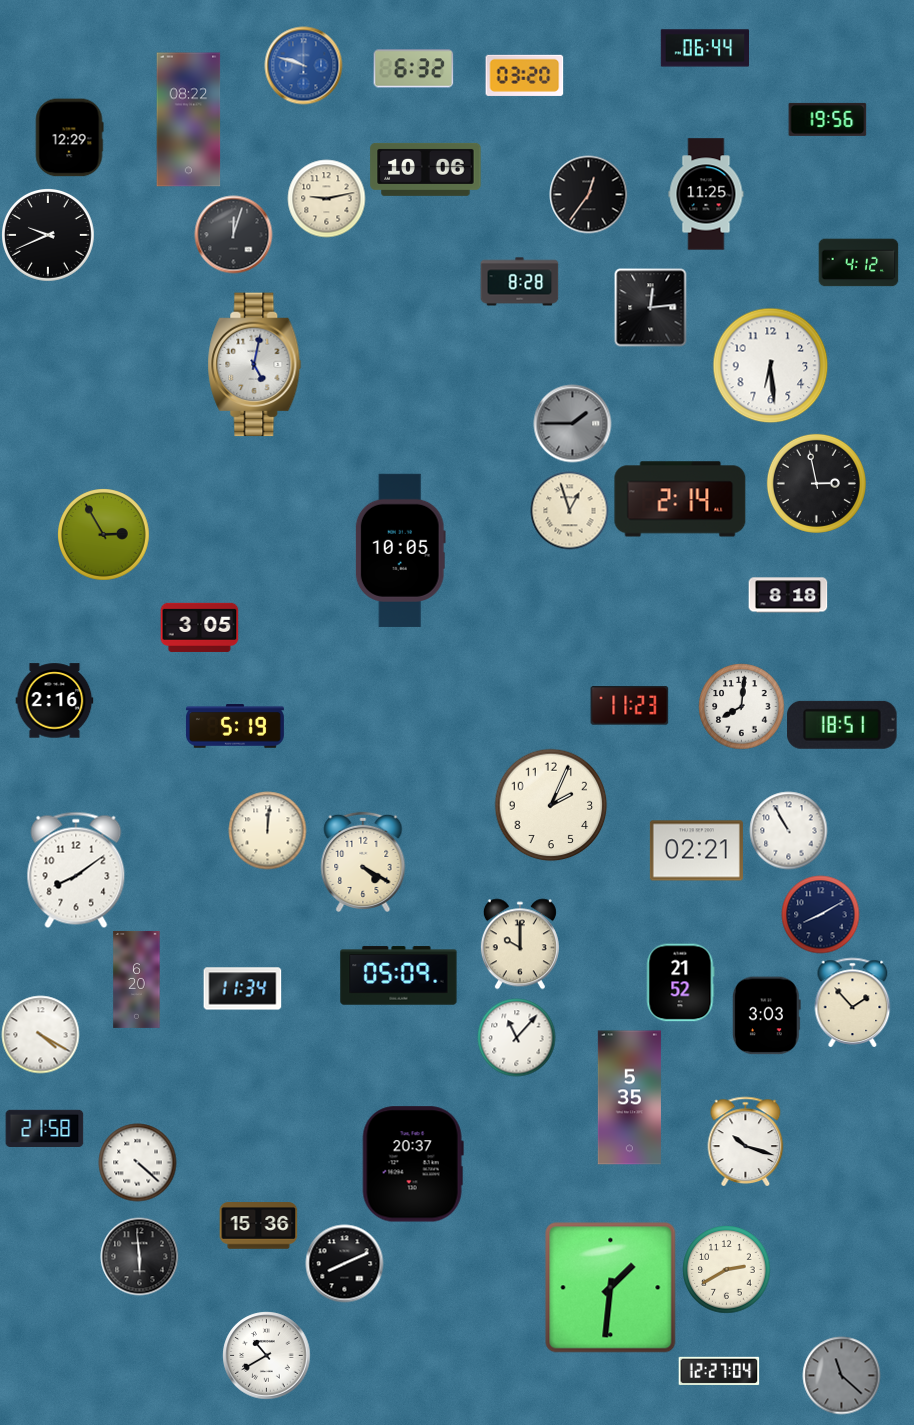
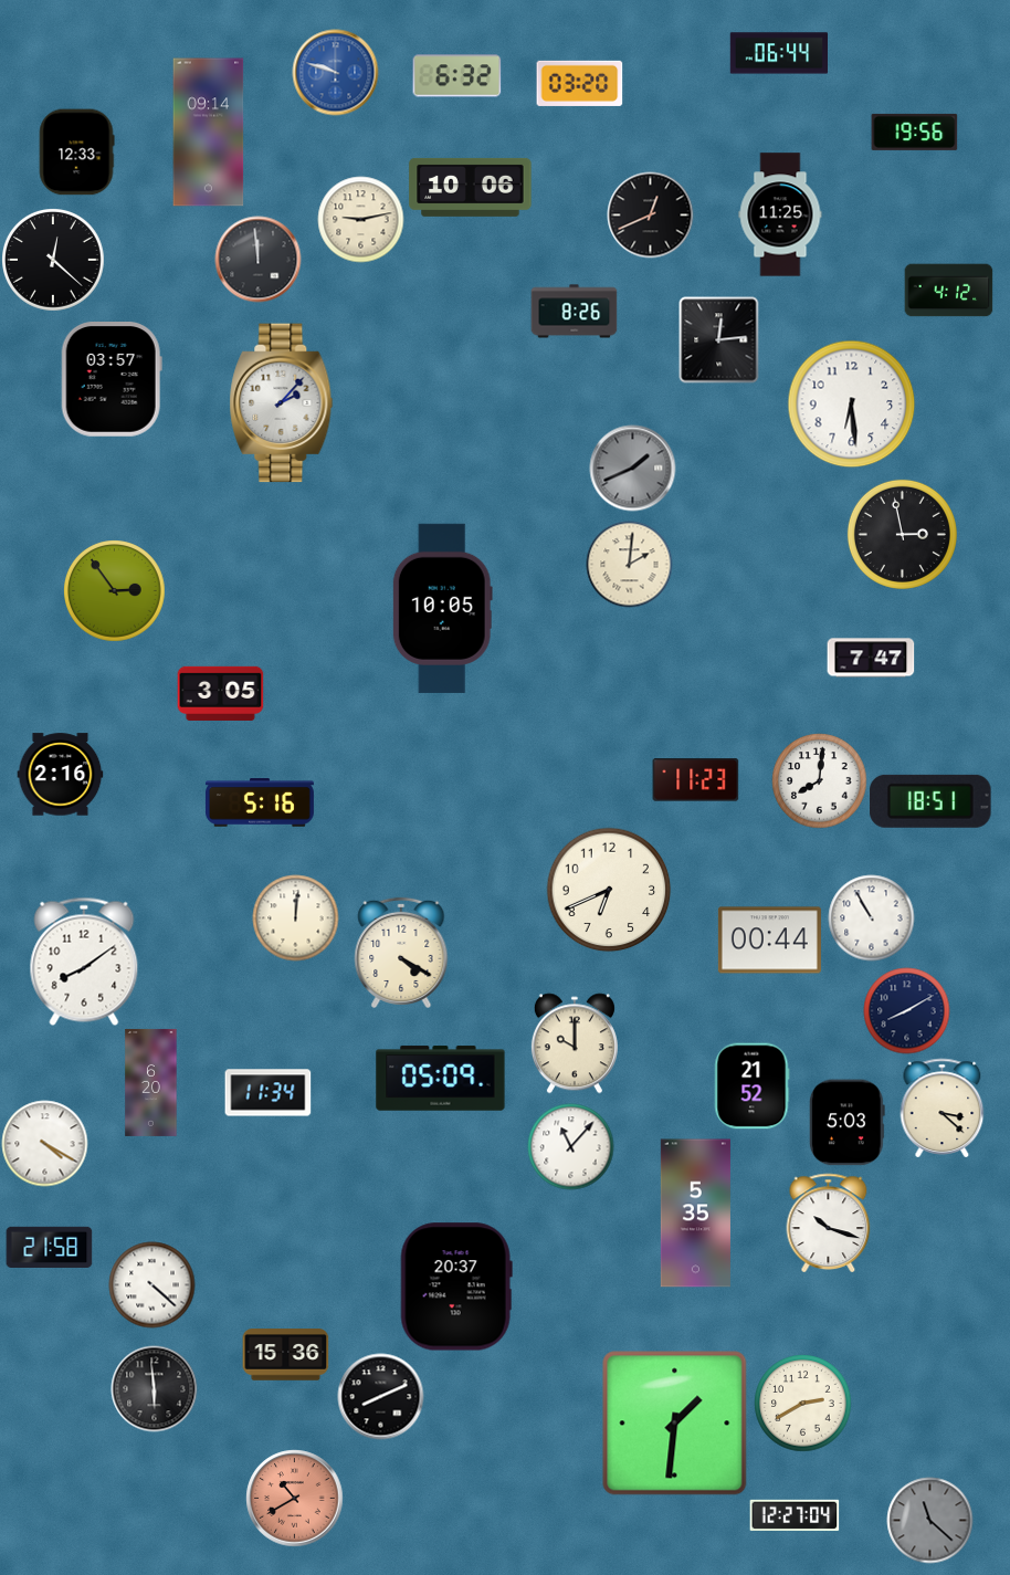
clock at (189, 120): 08:22 -> 09:14
clock at (69, 137): 12:29 -> 12:33
clock at (588, 194): 12:36 -> 12:41
clock at (233, 234): 12:03 -> 11:59
clock at (48, 235): 9:41 -> 12:22
clock at (519, 282): 8:28 -> 8:26
clock at (112, 380): none -> 03:57
clock at (255, 365): 5:02 -> 2:07
clock at (572, 423): 1:45 -> 1:41
clock at (680, 499): 2:14 -> none
clock at (569, 510): 12:57 -> 2:01
clock at (104, 535): 2:55 -> 2:54
clock at (788, 595): 8:18 -> 7:47
clock at (235, 726): 5:19 -> 5:16
clock at (551, 805): 2:04 -> 6:41
clock at (696, 851): 02:21 -> 00:44
clock at (853, 1002): 1:53 -> 3:22
clock at (766, 1015): 3:03 -> 5:03
clock at (746, 1141) position: (746, 1141) -> (829, 1222)
clock at (266, 1355) dial: white -> salmon
